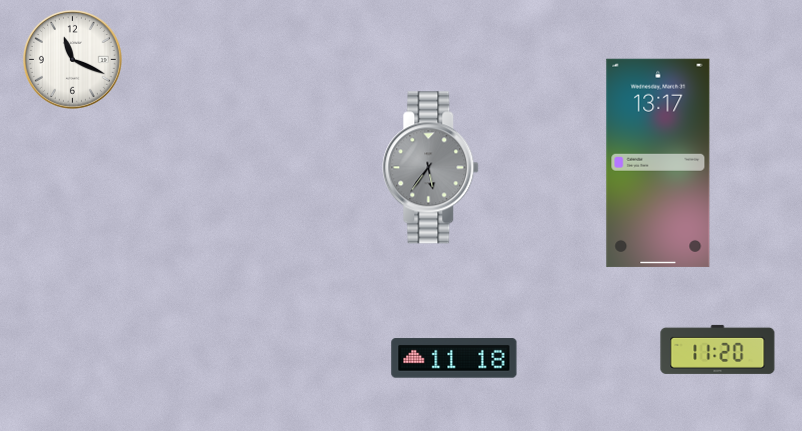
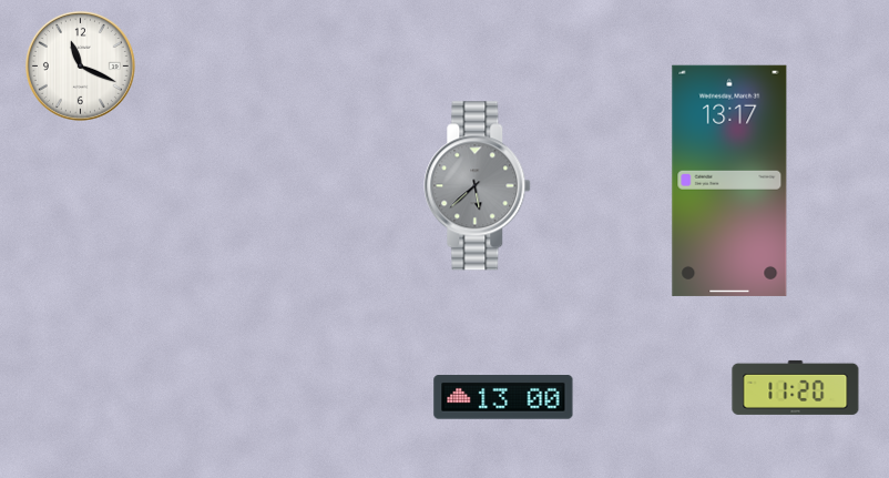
clock at (431, 168): 5:36 -> 5:38
clock at (454, 358): 11:18 -> 13:00
